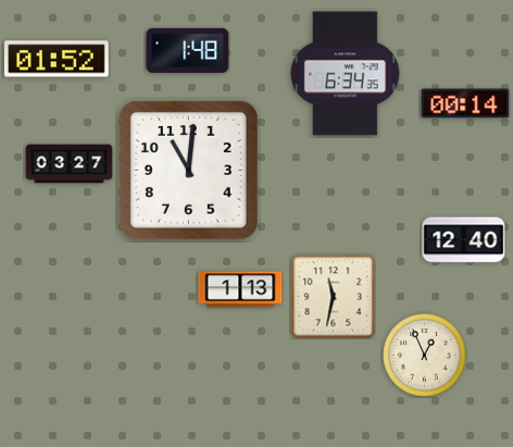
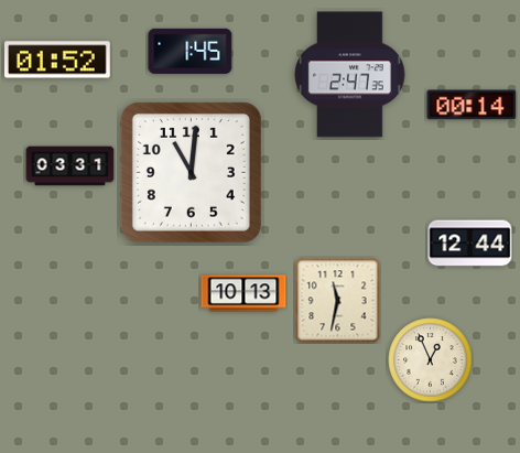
clock at (188, 50): 1:48 -> 1:45
clock at (346, 74): 6:34 -> 2:47
clock at (70, 164): 03:27 -> 03:31
clock at (464, 240): 12:40 -> 12:44
clock at (240, 289): 1:13 -> 10:13
